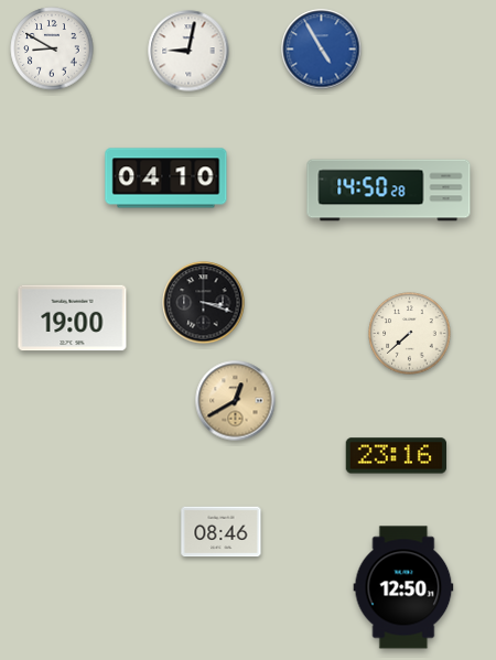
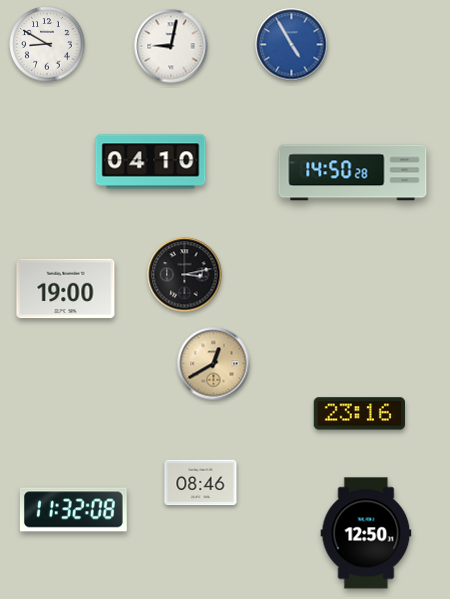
clock at (204, 303): 3:18 -> 3:13
clock at (410, 334): 7:38 -> none
clock at (73, 510): none -> 11:32
